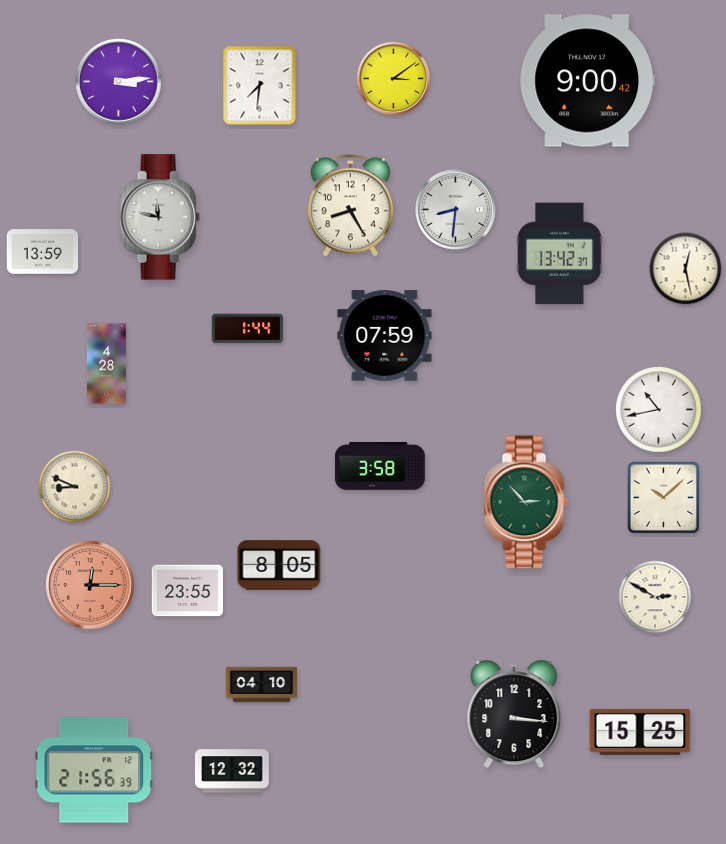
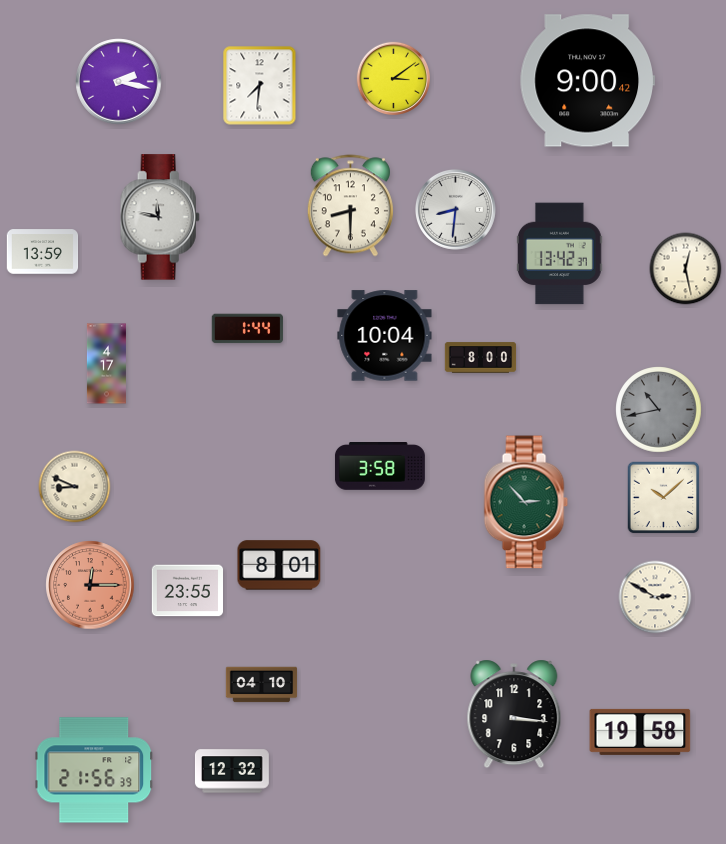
clock at (119, 82): 3:14 -> 2:17
clock at (350, 206): 8:25 -> 8:30
clock at (385, 336): 07:59 -> 10:04
clock at (481, 358): none -> 8:00
clock at (106, 364): 4:28 -> 4:17
clock at (659, 410) dial: white -> grey
clock at (279, 565): 8:05 -> 8:01
clock at (640, 732): 15:25 -> 19:58
